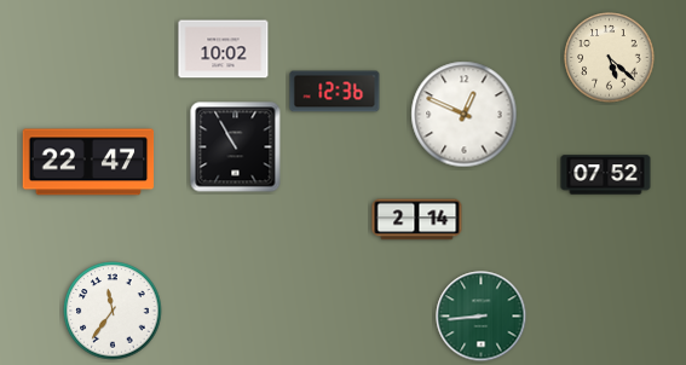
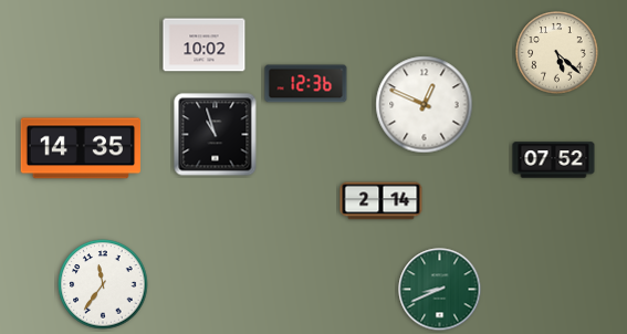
clock at (236, 147): 10:55 -> 10:57
clock at (88, 162): 22:47 -> 14:35
clock at (482, 317): 8:44 -> 8:41
